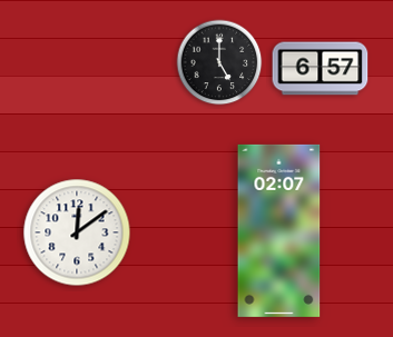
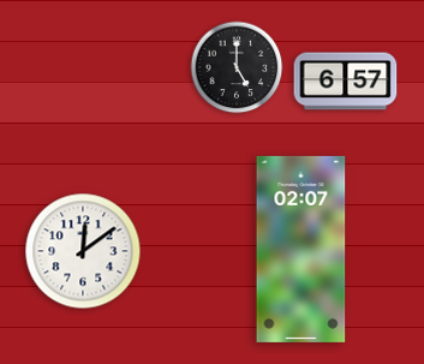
clock at (321, 69) position: (321, 69) -> (346, 82)
